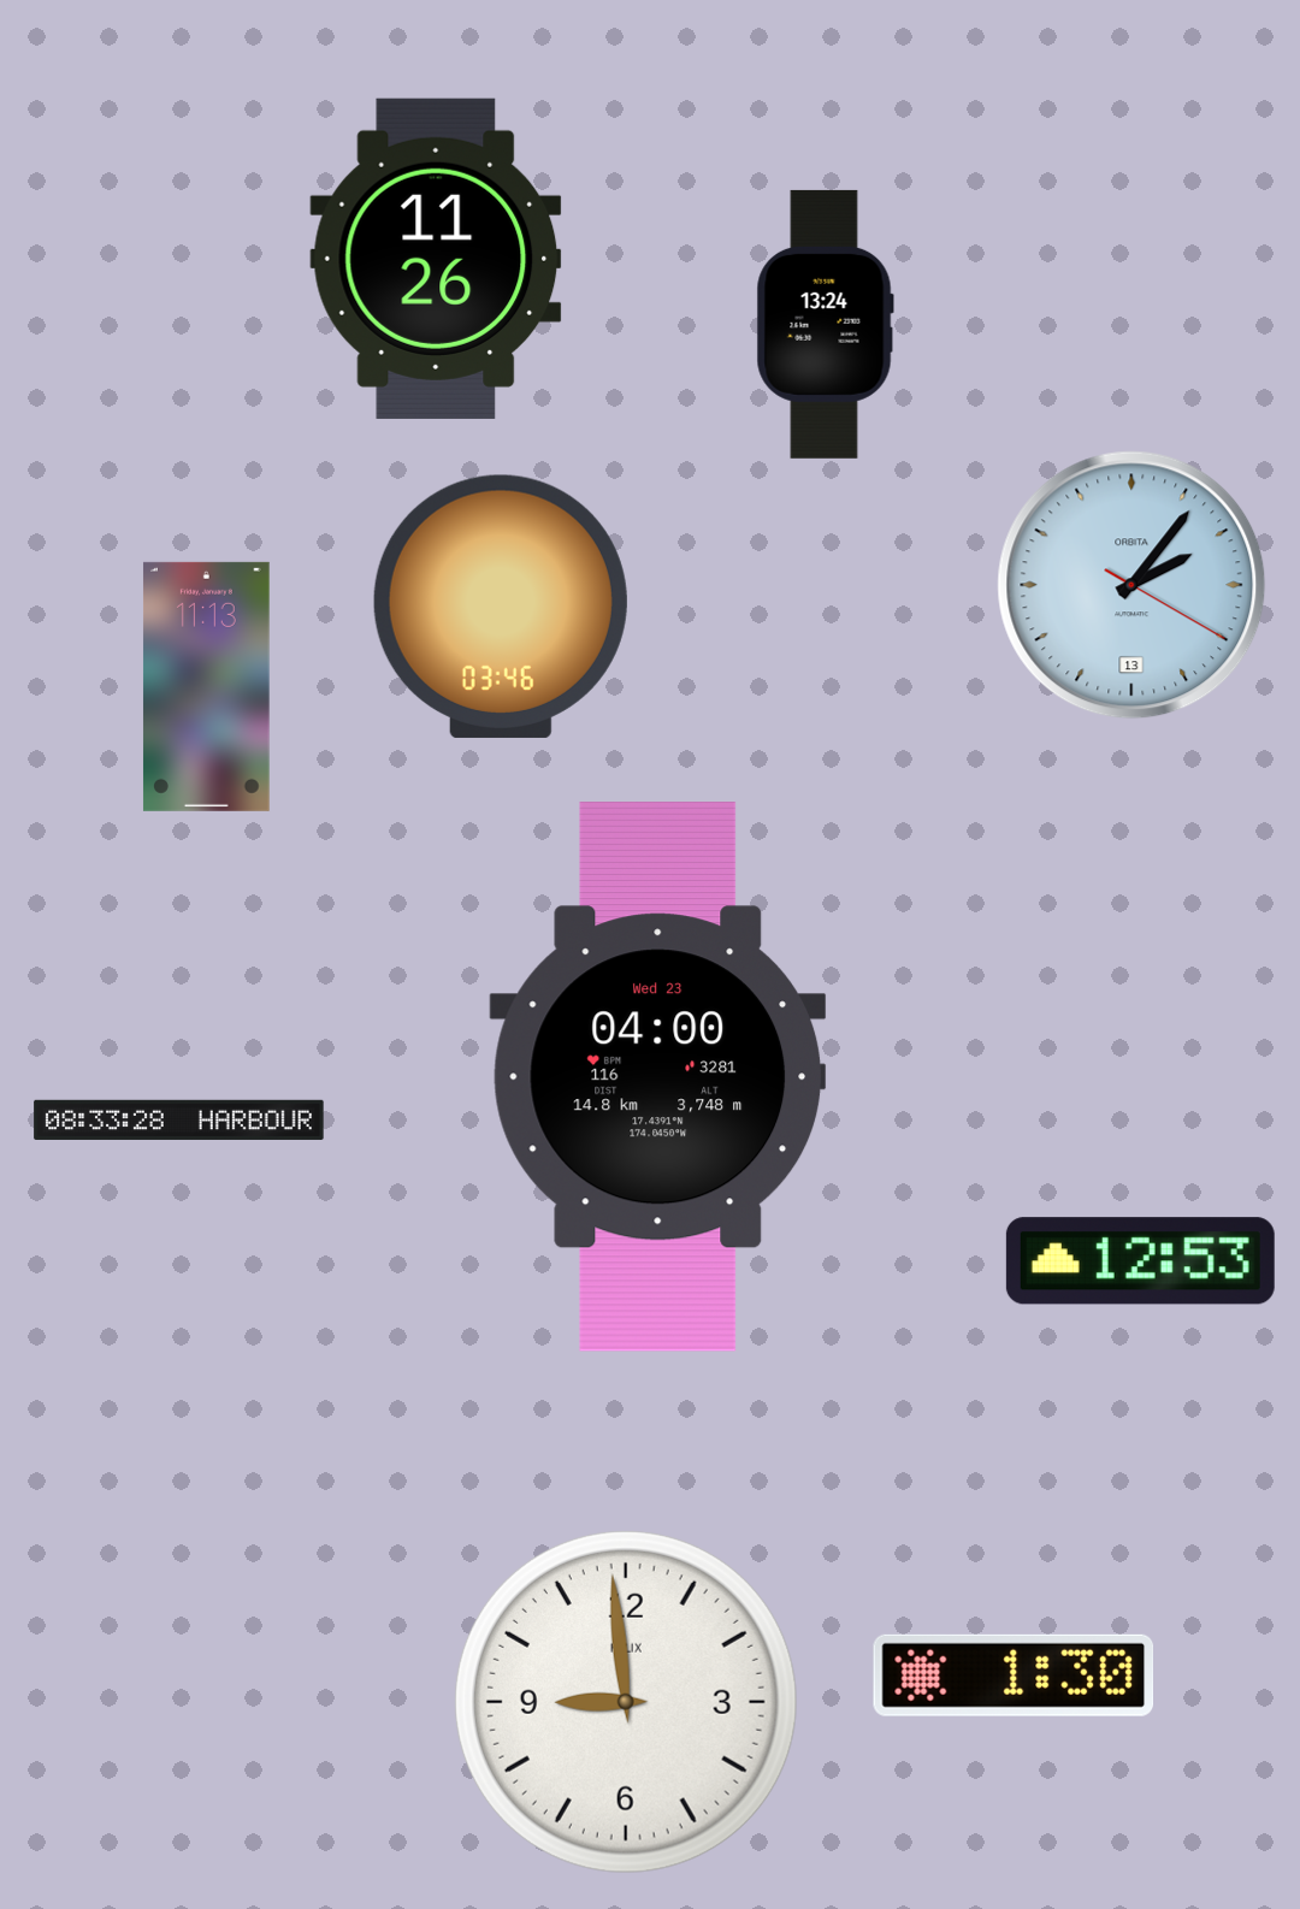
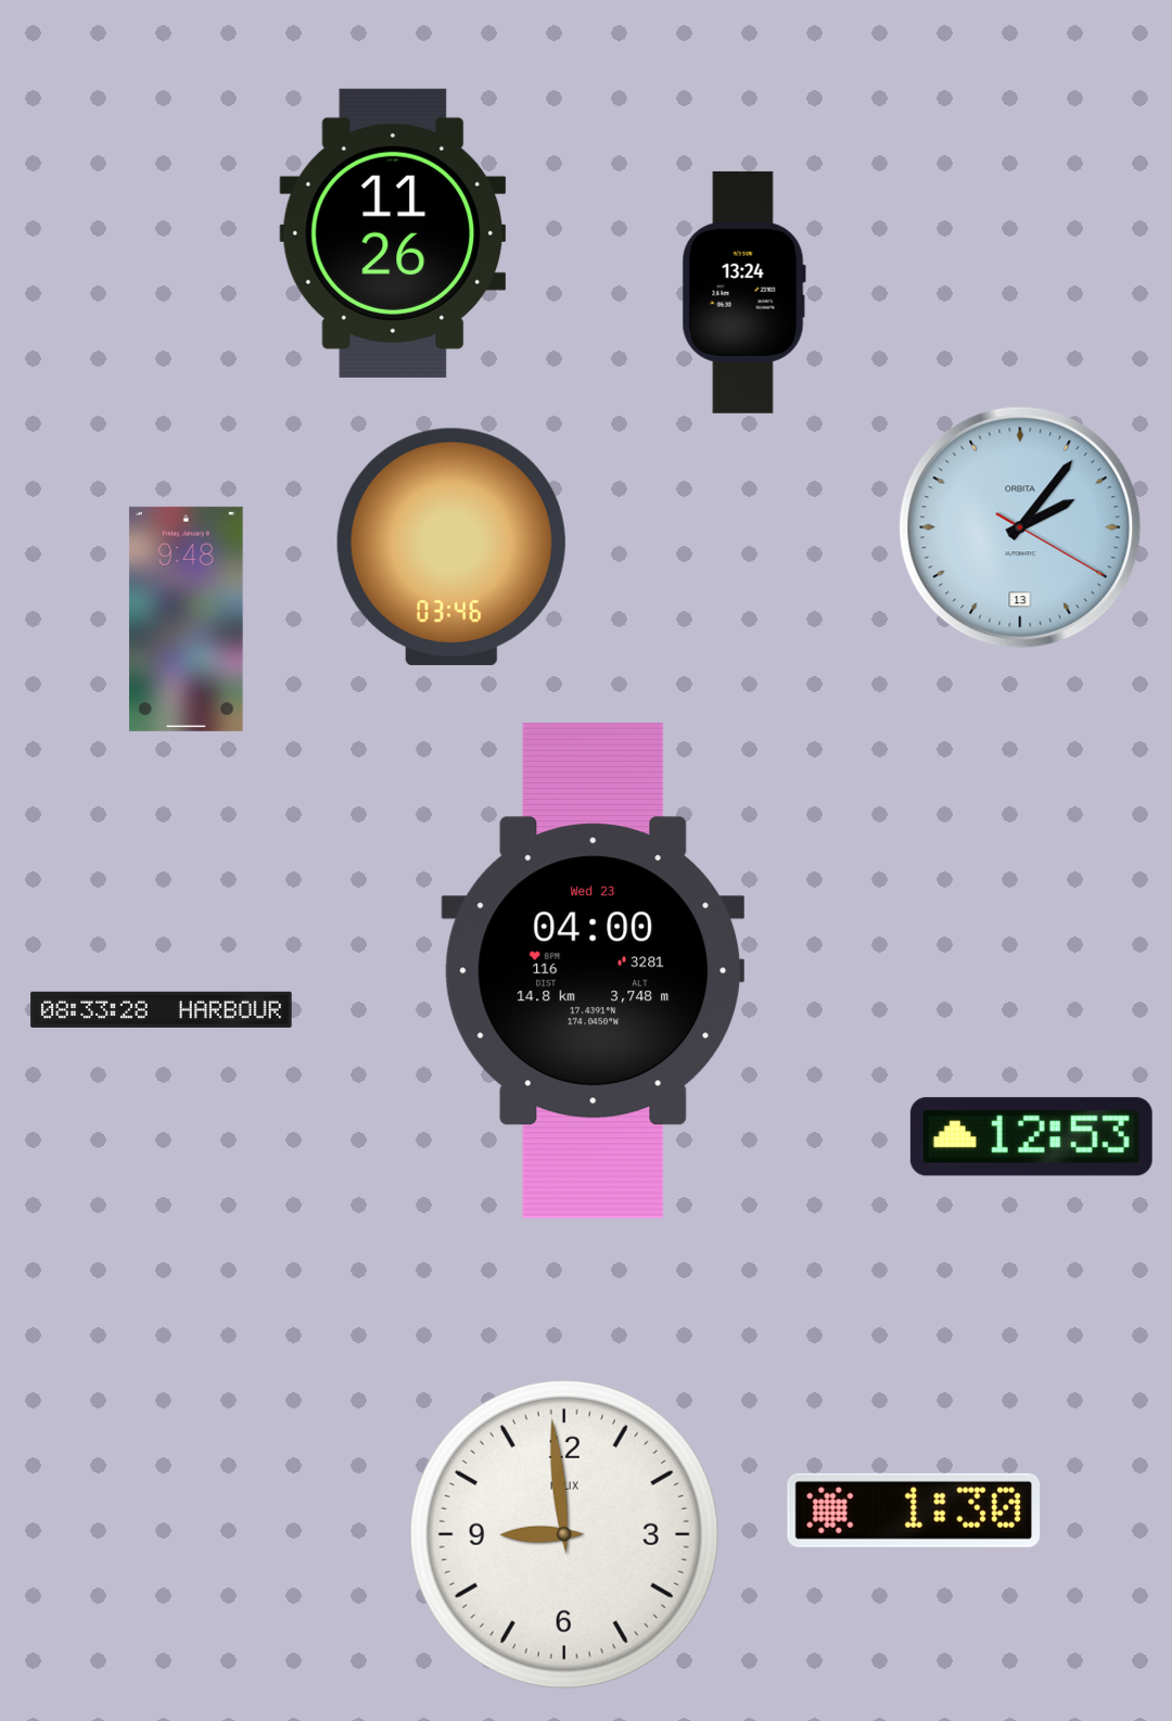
clock at (207, 686): 11:13 -> 9:48
clock at (1140, 1261) position: (1140, 1261) -> (1031, 1137)
